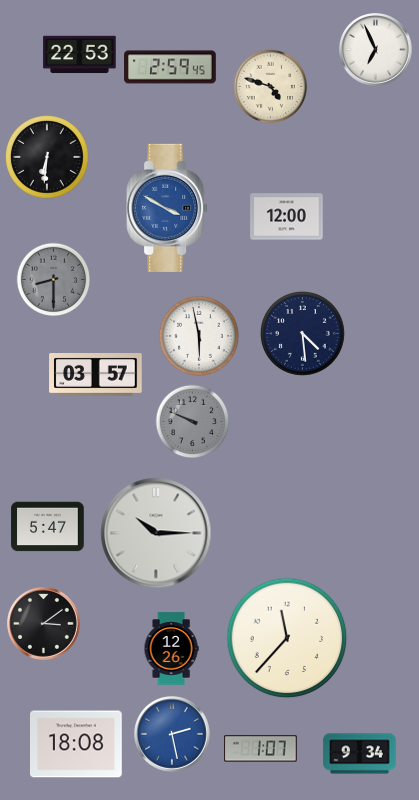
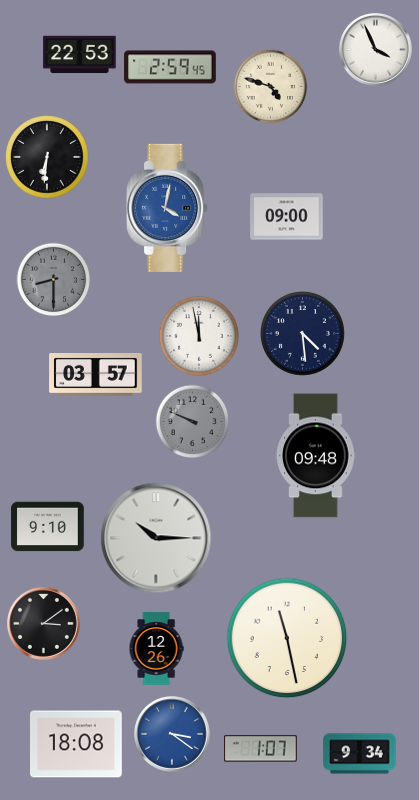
clock at (376, 50): 6:56 -> 3:56
clock at (167, 208): 3:50 -> 4:02
clock at (287, 217): 12:00 -> 09:00
clock at (199, 336): 5:58 -> 11:58
clock at (316, 456): none -> 09:48
clock at (48, 527): 5:47 -> 9:10
clock at (156, 533) position: (156, 533) -> (156, 538)
clock at (287, 638): 11:37 -> 11:28
clock at (171, 649) position: (171, 649) -> (156, 649)
clock at (173, 735): 2:28 -> 3:21
